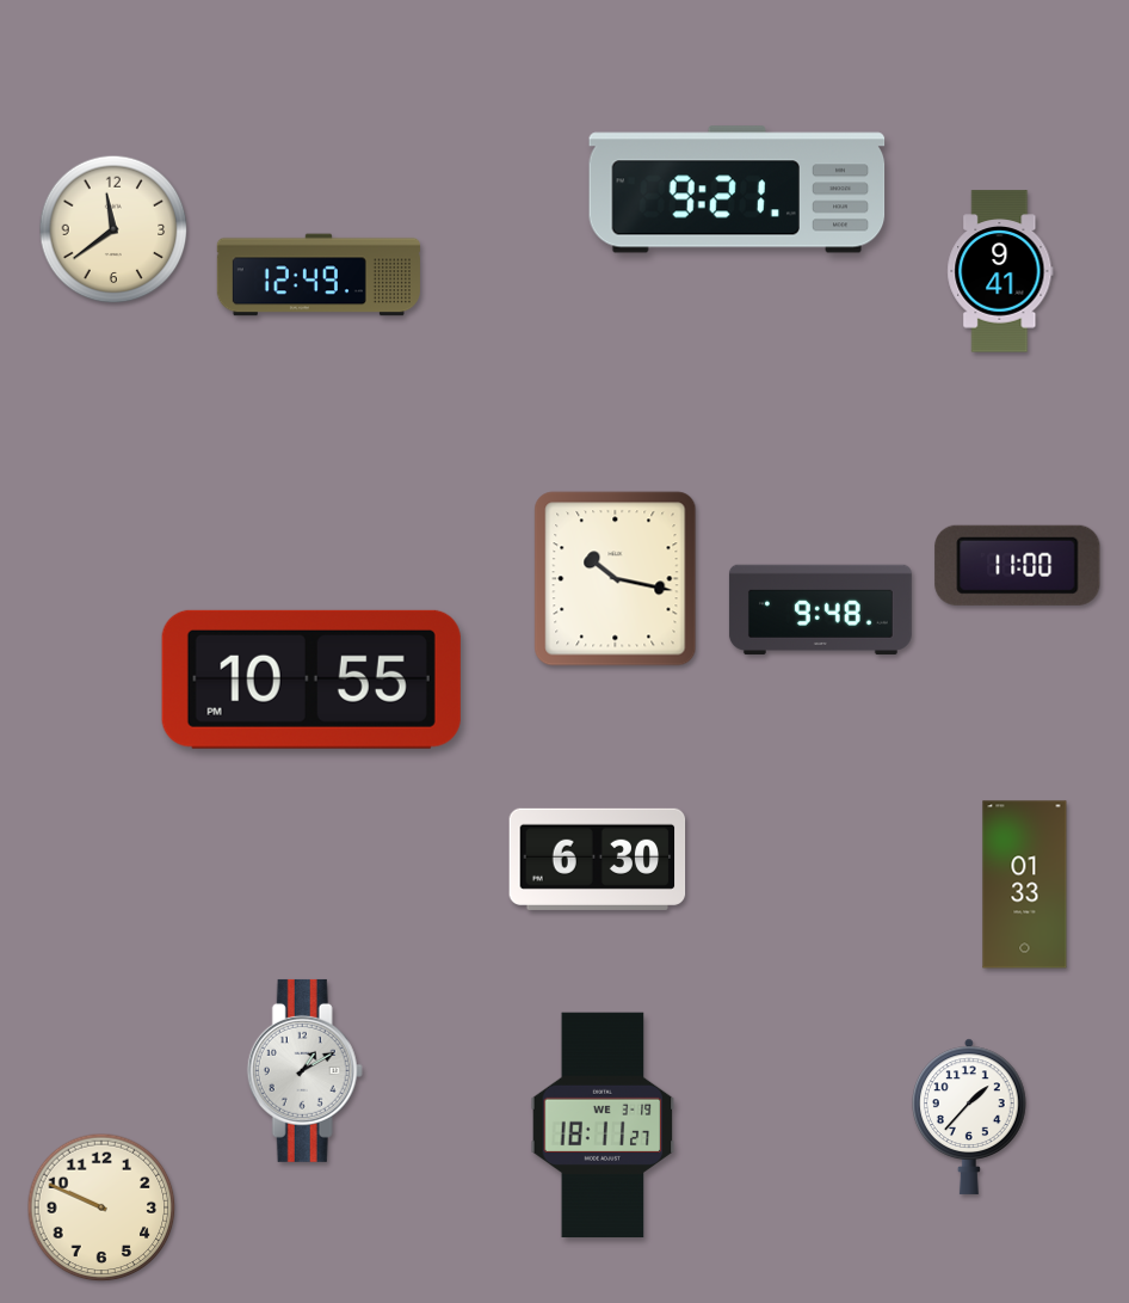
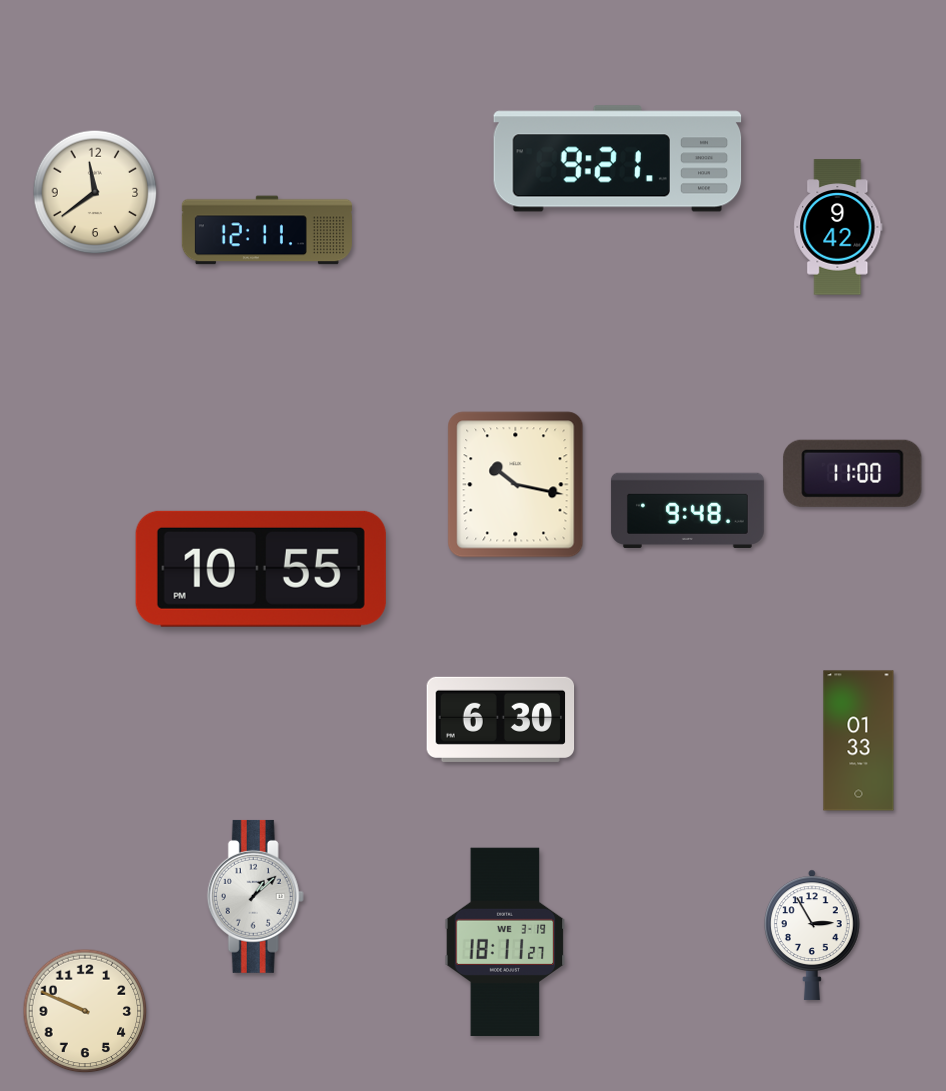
clock at (1000, 271): 9:41 -> 9:42
clock at (319, 275): 12:49 -> 12:11
clock at (304, 1070): 1:10 -> 1:08
clock at (970, 1117): 1:37 -> 2:55
